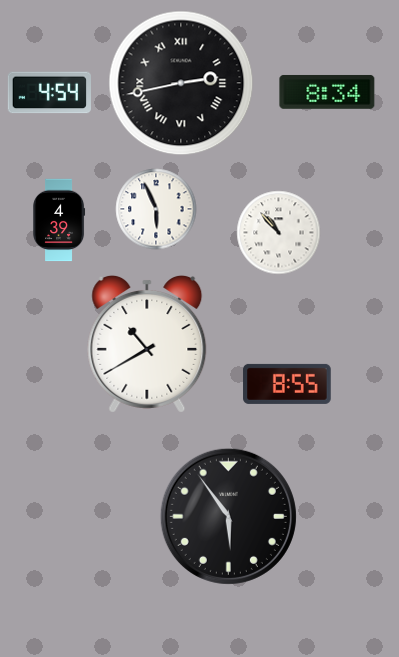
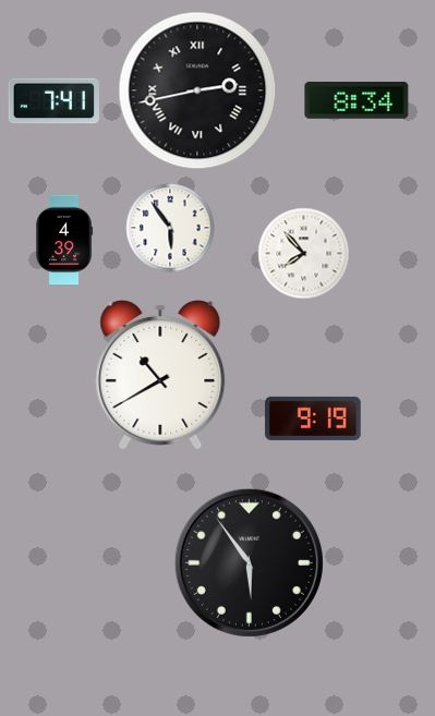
clock at (49, 93): 4:54 -> 7:41
clock at (156, 209): 5:56 -> 5:54
clock at (279, 233): 10:53 -> 7:53
clock at (287, 384): 8:55 -> 9:19
